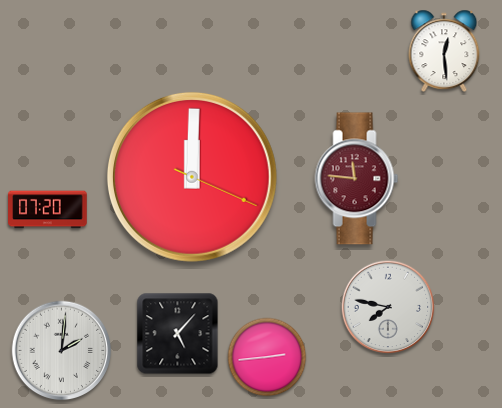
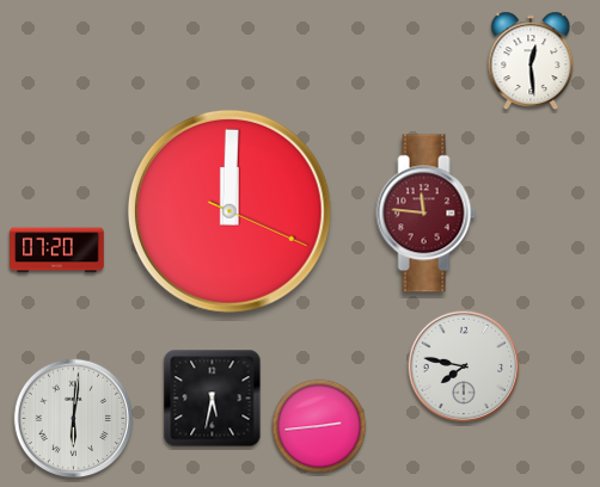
clock at (178, 334): 5:07 -> 5:32
clock at (62, 351): 2:01 -> 6:01
